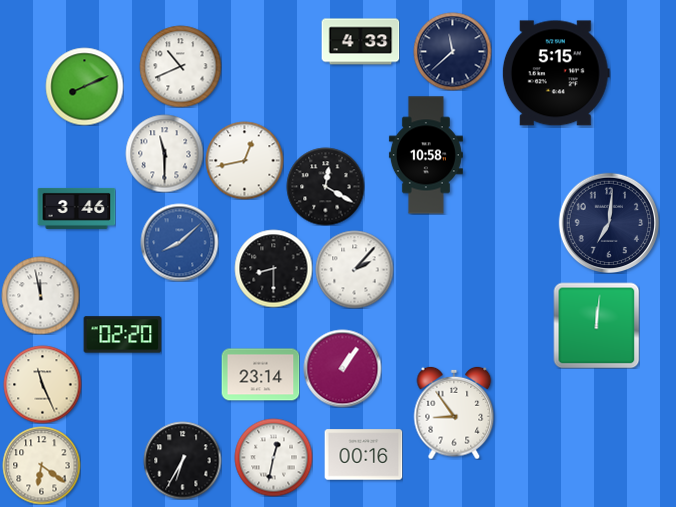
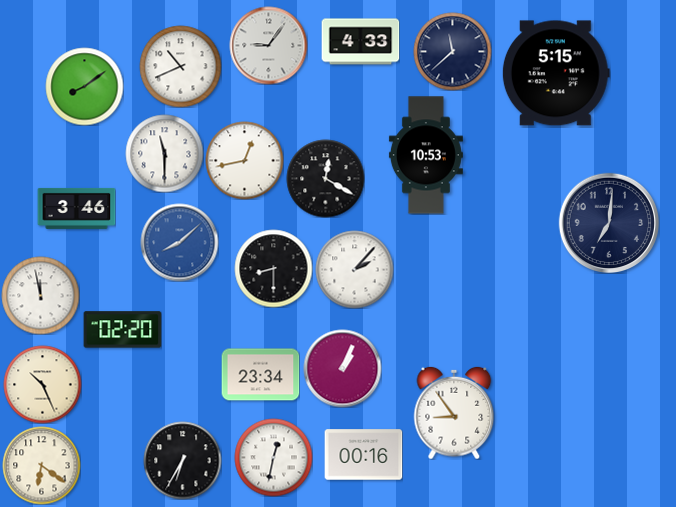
clock at (268, 45): none -> 9:06
clock at (84, 86): 8:11 -> 8:09
clock at (426, 155): 10:58 -> 10:53
clock at (325, 186) position: (325, 186) -> (325, 178)
clock at (596, 325): 12:01 -> none
clock at (122, 335) position: (122, 335) -> (122, 330)
clock at (342, 368): 1:06 -> 1:04
clock at (260, 375): 23:14 -> 23:34
clock at (42, 384): 11:26 -> 10:26
